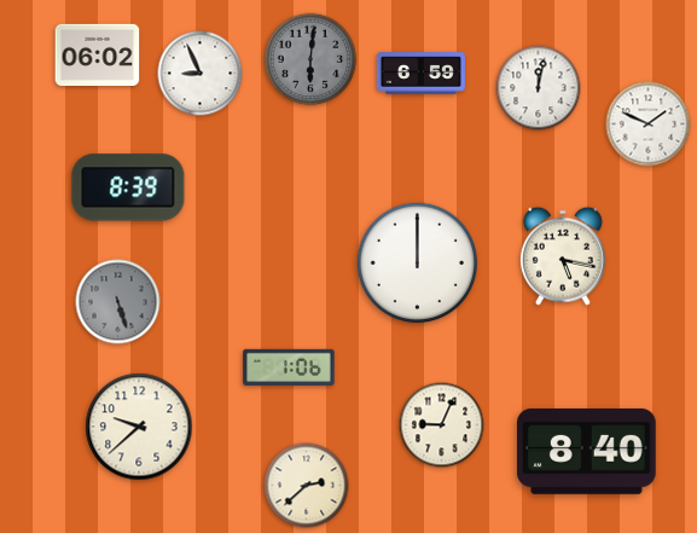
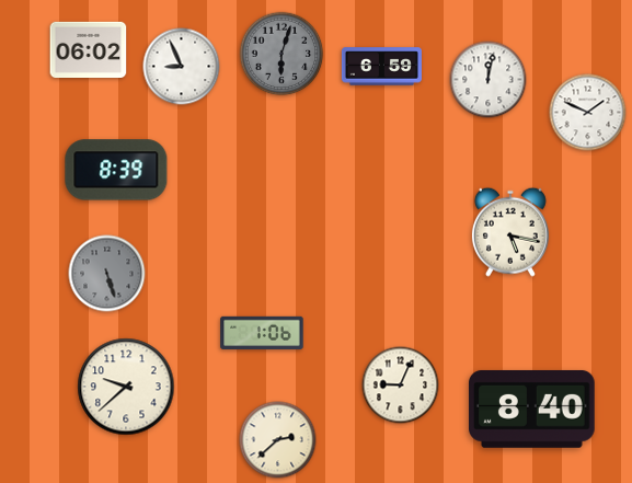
clock at (310, 59): 6:01 -> 6:03
clock at (418, 263): 12:00 -> none
